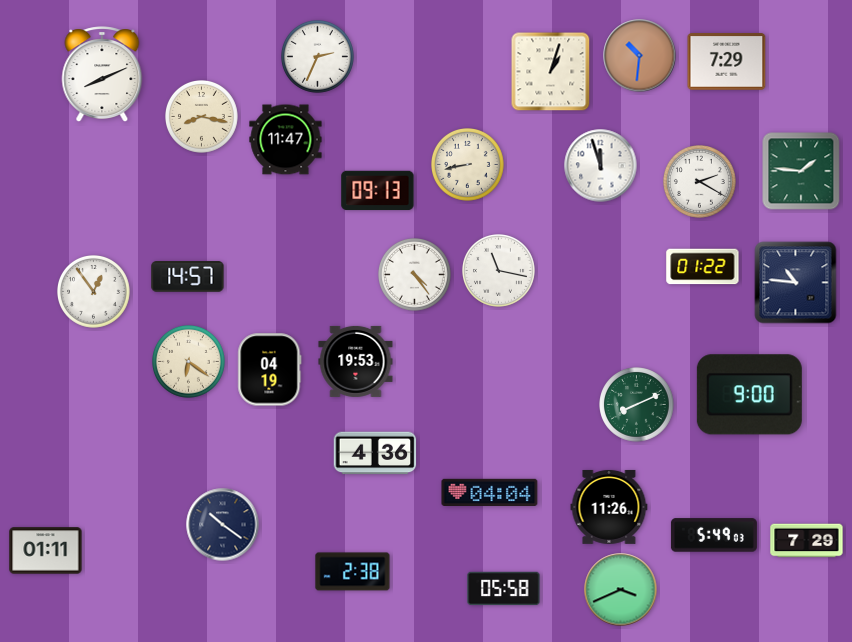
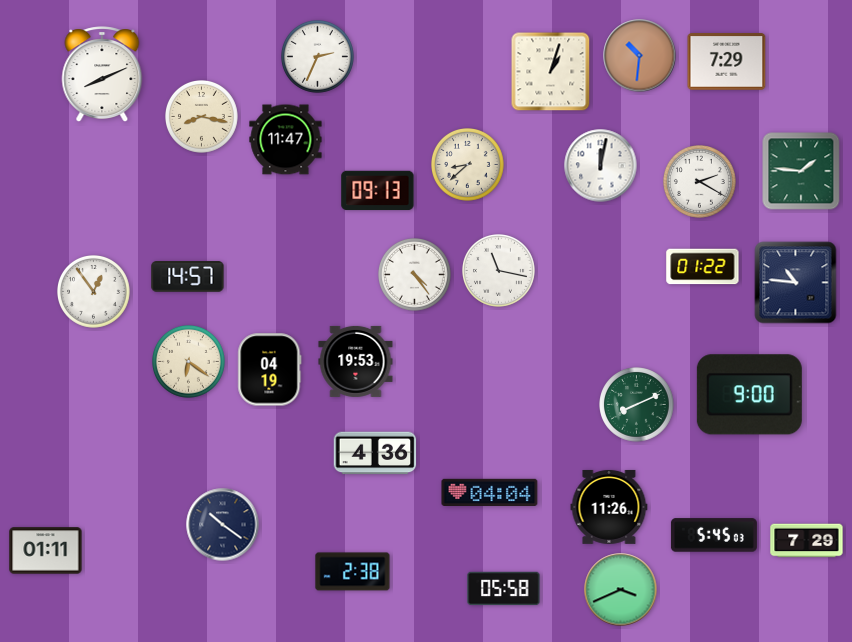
clock at (468, 165): 8:43 -> 8:38
clock at (601, 166): 11:57 -> 12:02
clock at (714, 535): 5:49 -> 5:45
